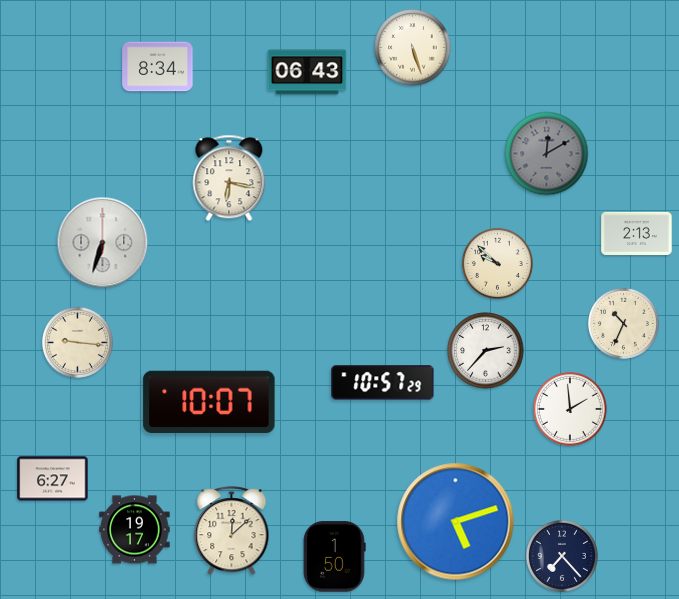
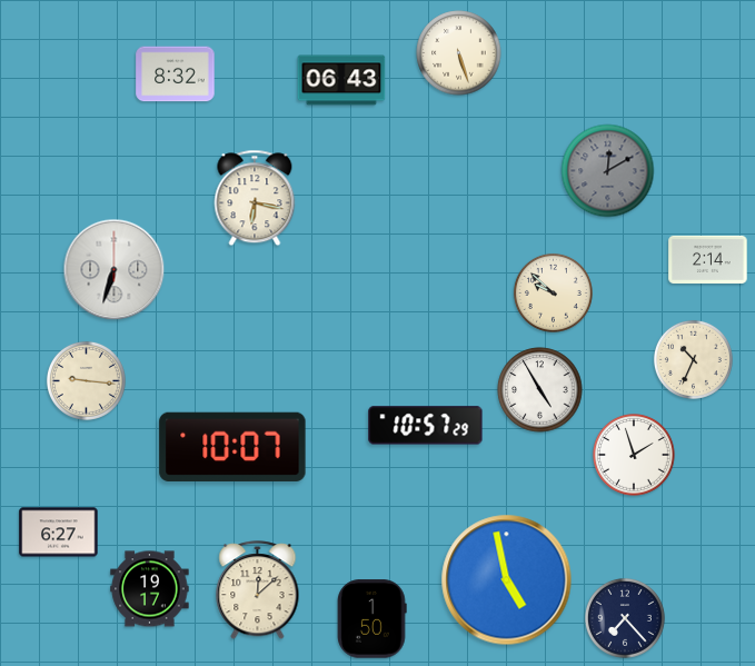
clock at (158, 67): 8:34 -> 8:32
clock at (637, 233): 2:13 -> 2:14
clock at (486, 351): 2:37 -> 4:55
clock at (570, 409): 1:59 -> 1:57
clock at (456, 522): 5:12 -> 4:58
